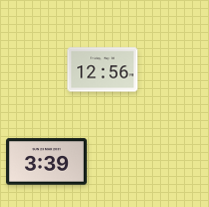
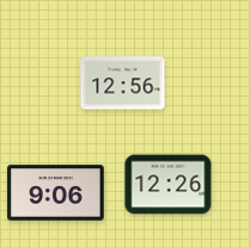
clock at (169, 185): none -> 12:26
clock at (47, 162): 3:39 -> 9:06
